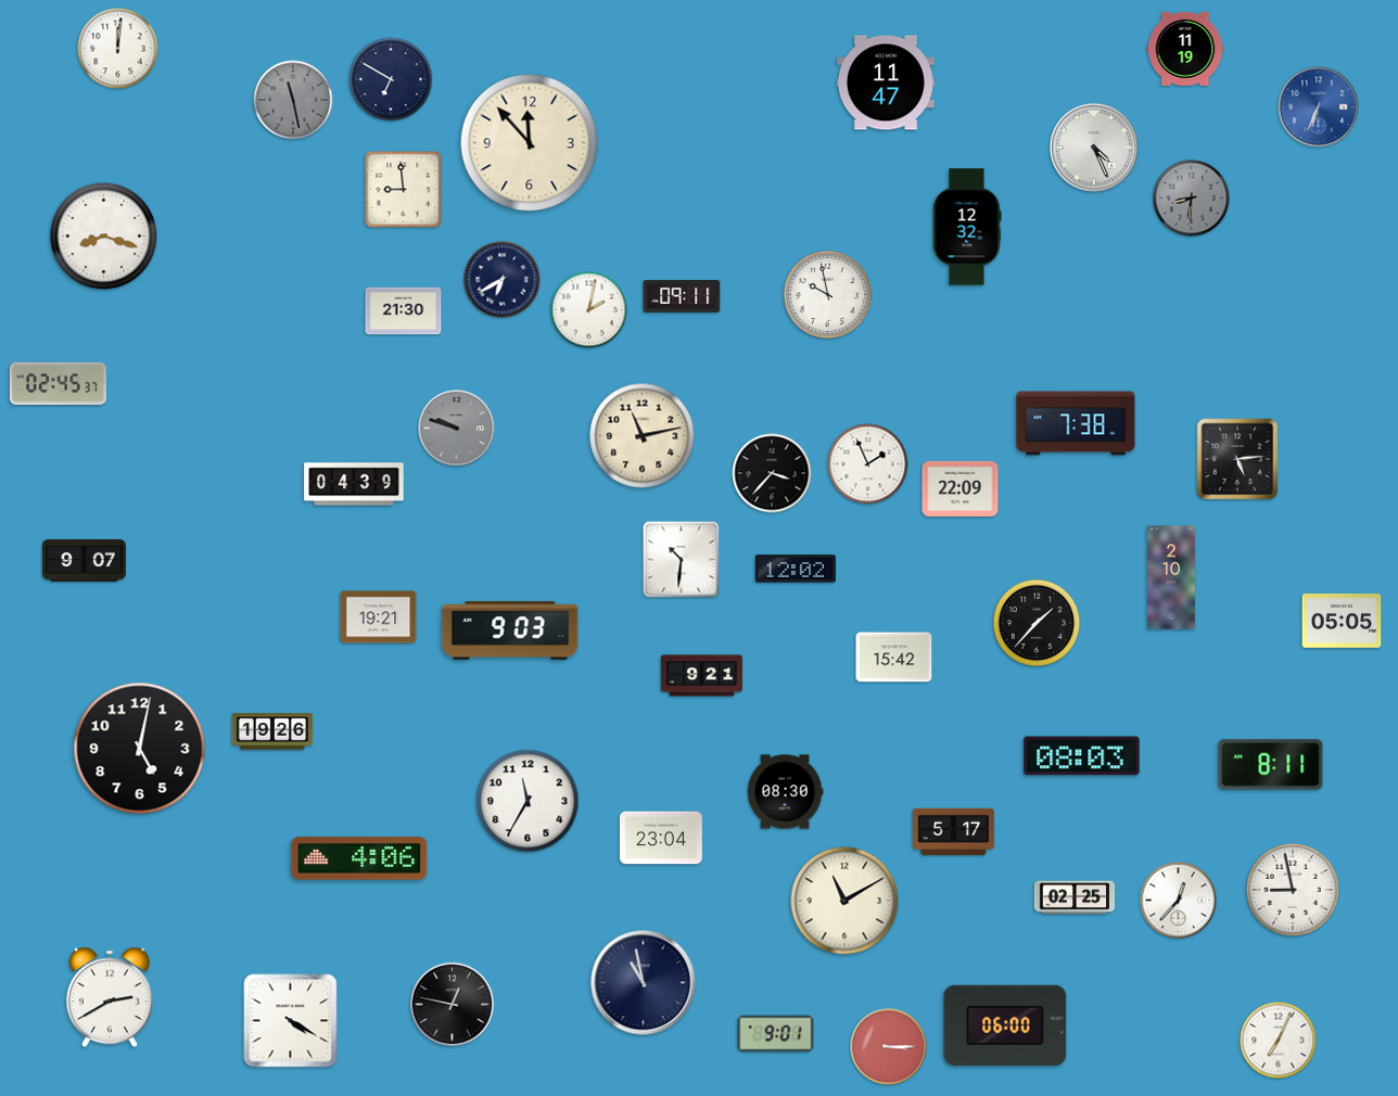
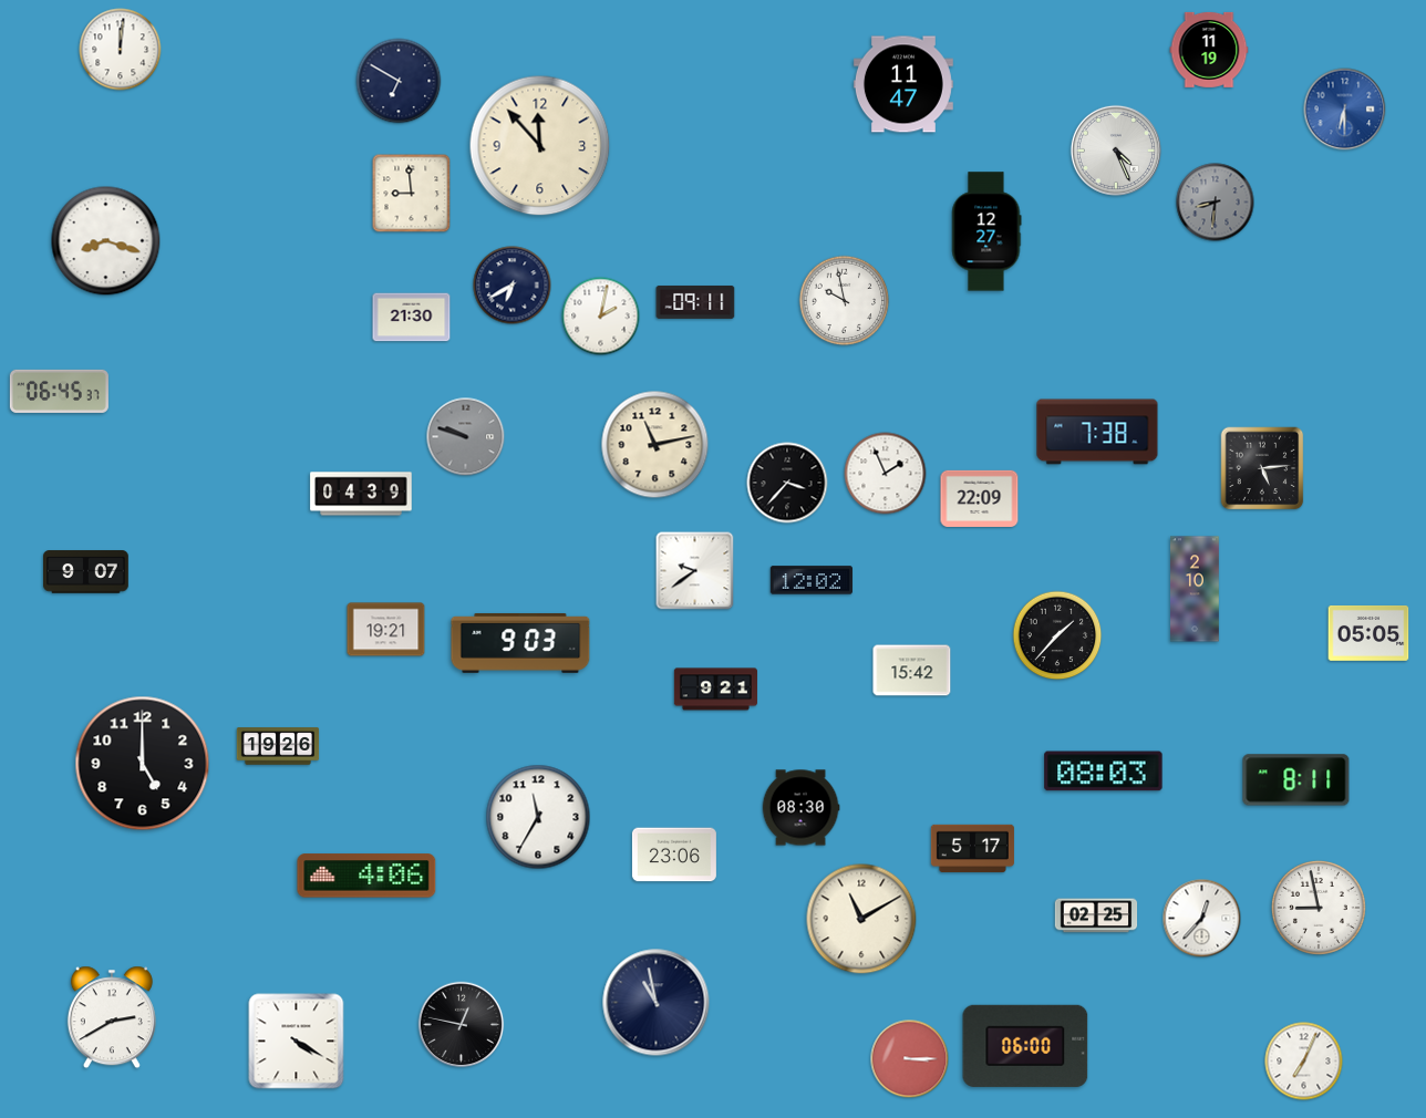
clock at (293, 100): 11:28 -> none
clock at (1319, 107): 6:34 -> 6:30
clock at (967, 227): 12:32 -> 12:27
clock at (58, 383): 02:45 -> 06:45
clock at (682, 560): 10:31 -> 9:39
clock at (140, 749): 5:02 -> 5:00
clock at (661, 838): 23:04 -> 23:06
clock at (776, 1034): 9:01 -> none
clock at (889, 1047) position: (889, 1047) -> (910, 1059)
